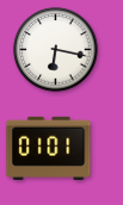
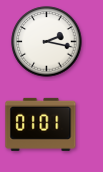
clock at (56, 50): 6:17 -> 2:17
